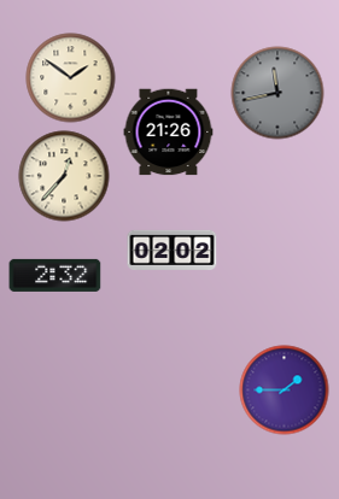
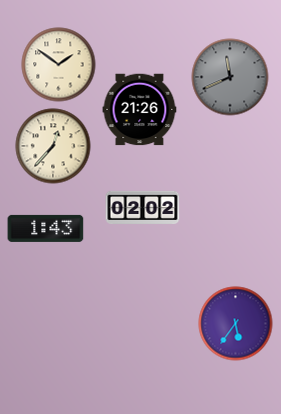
clock at (277, 93): 11:43 -> 11:41
clock at (55, 275): 2:32 -> 1:43
clock at (285, 391): 1:45 -> 5:36
